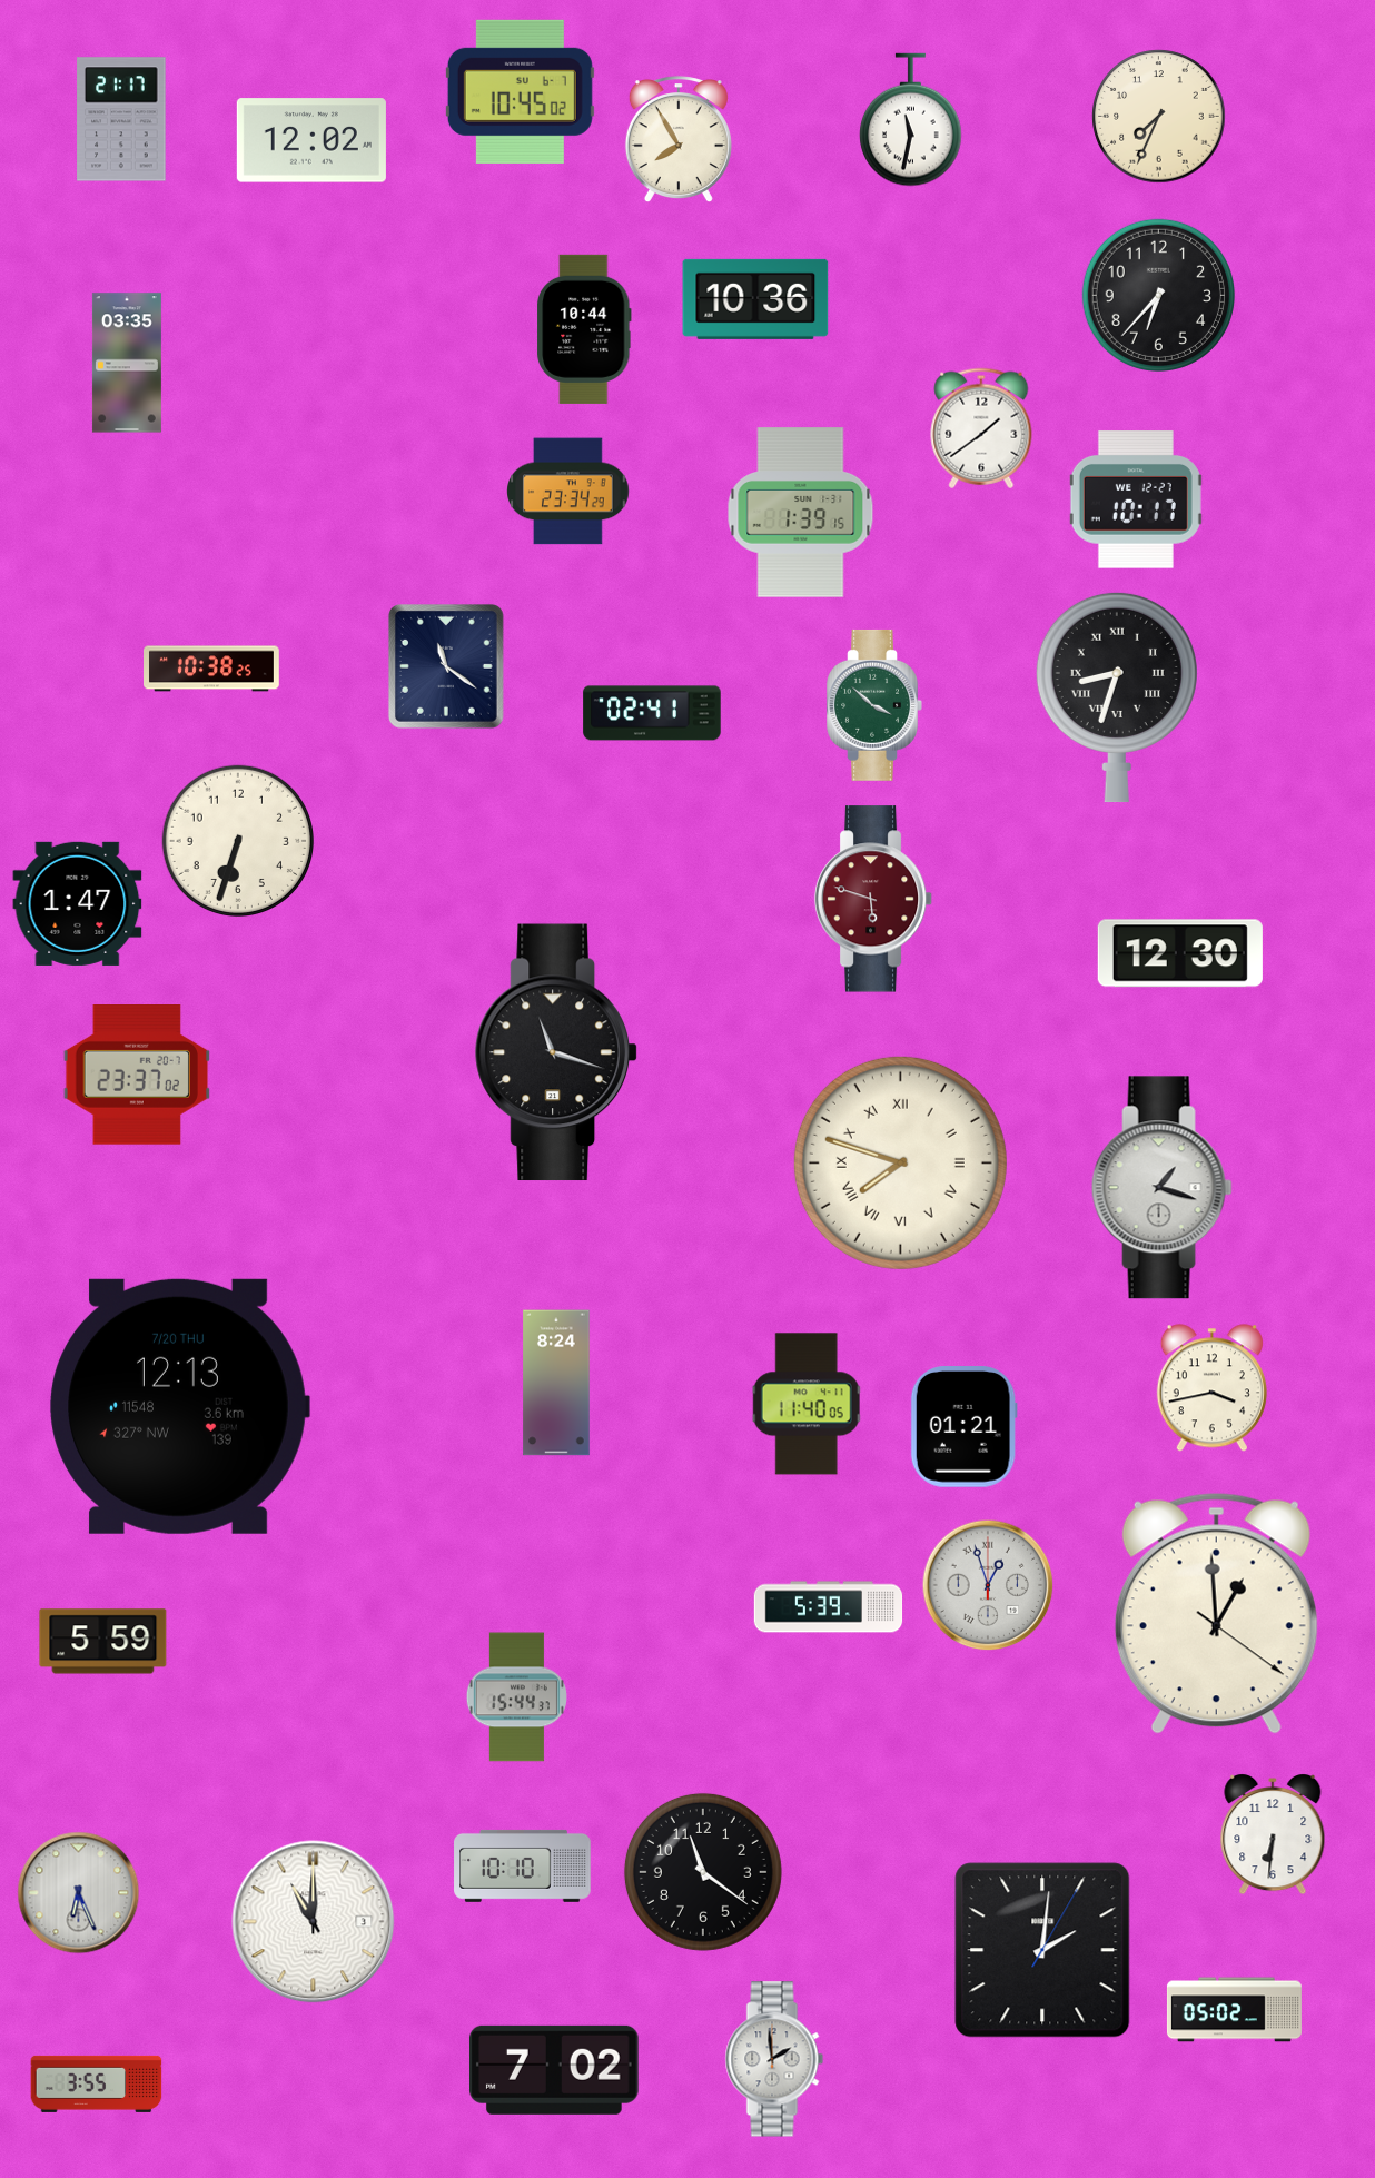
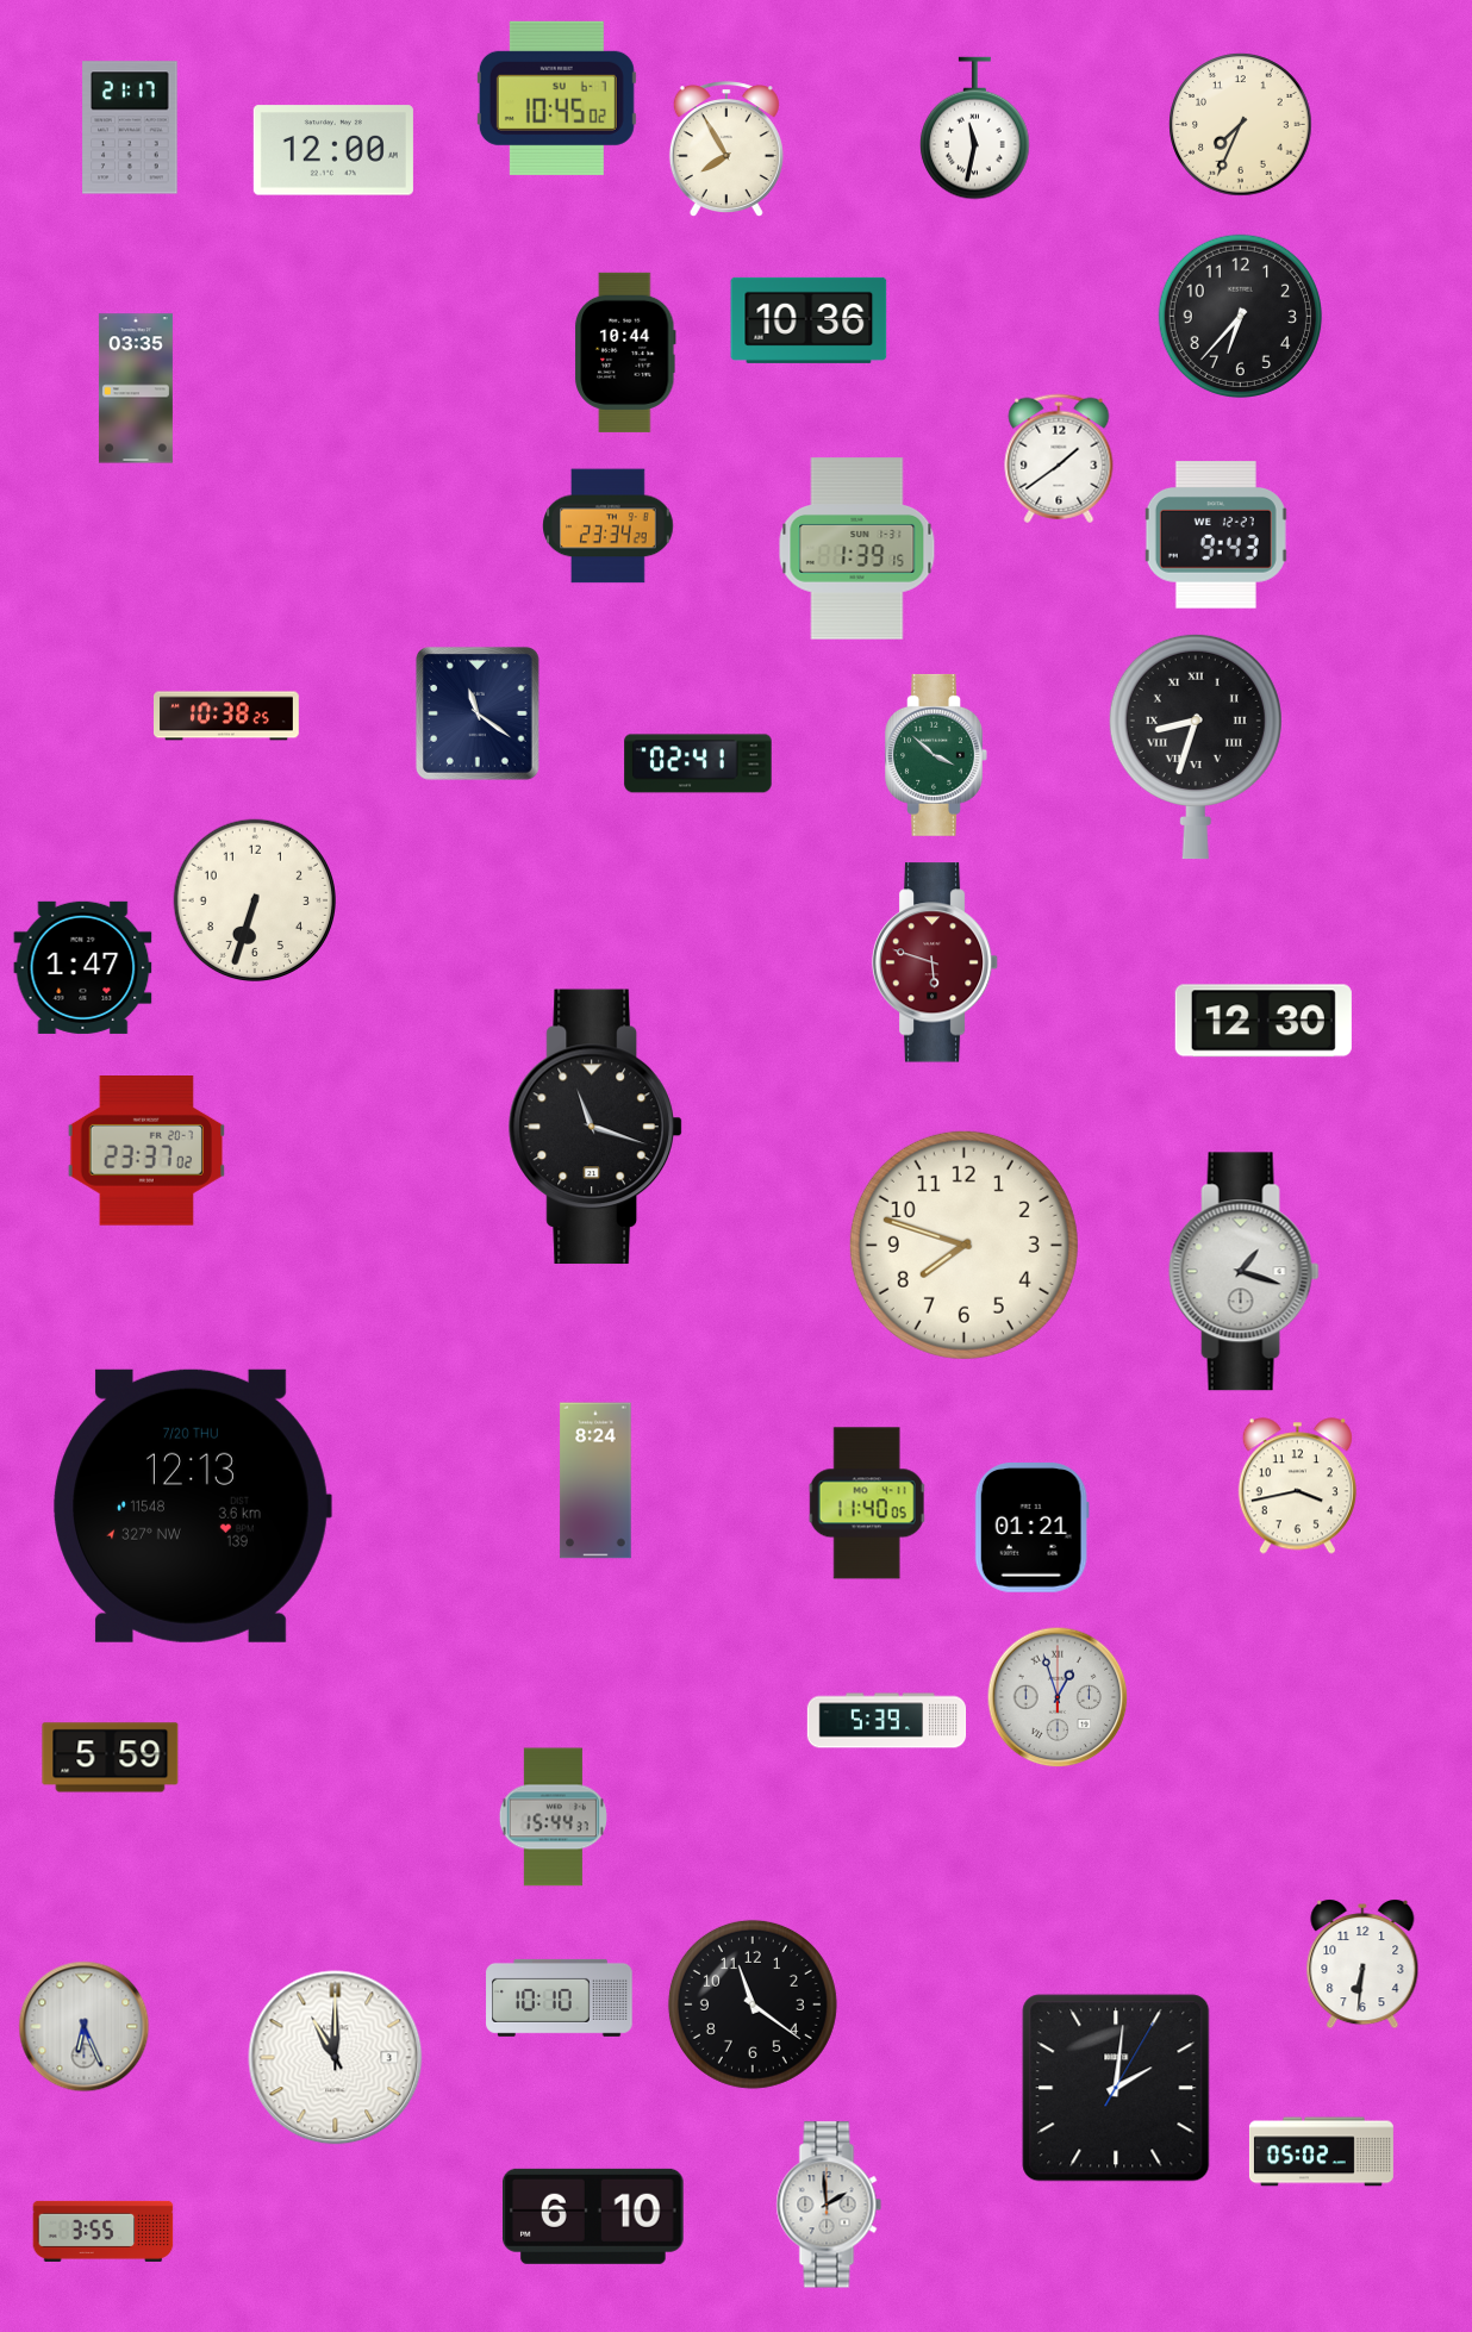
clock at (311, 140): 12:02 -> 12:00
clock at (981, 428) position: (981, 428) -> (1059, 459)
clock at (1136, 499): 10:17 -> 9:43
clock at (900, 1162) numerals: Roman -> Arabic
clock at (807, 1404) position: (807, 1404) -> (867, 1503)
clock at (1216, 1613): 12:59 -> none
clock at (555, 2070): 7:02 -> 6:10
